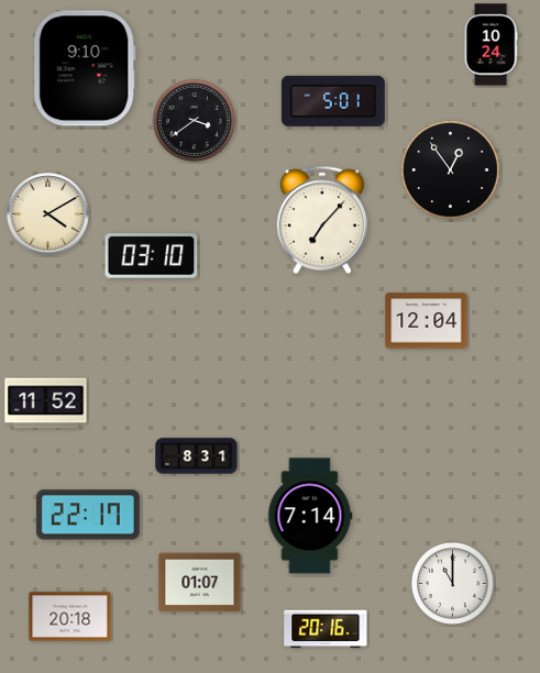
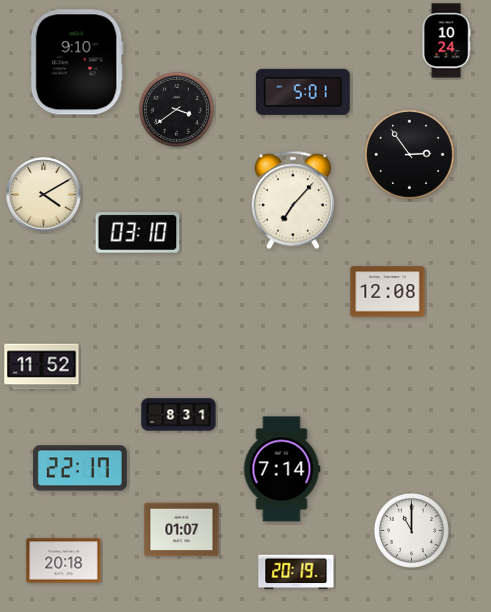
clock at (451, 170): 12:54 -> 2:54
clock at (427, 321): 12:04 -> 12:08
clock at (326, 629): 20:16 -> 20:19
